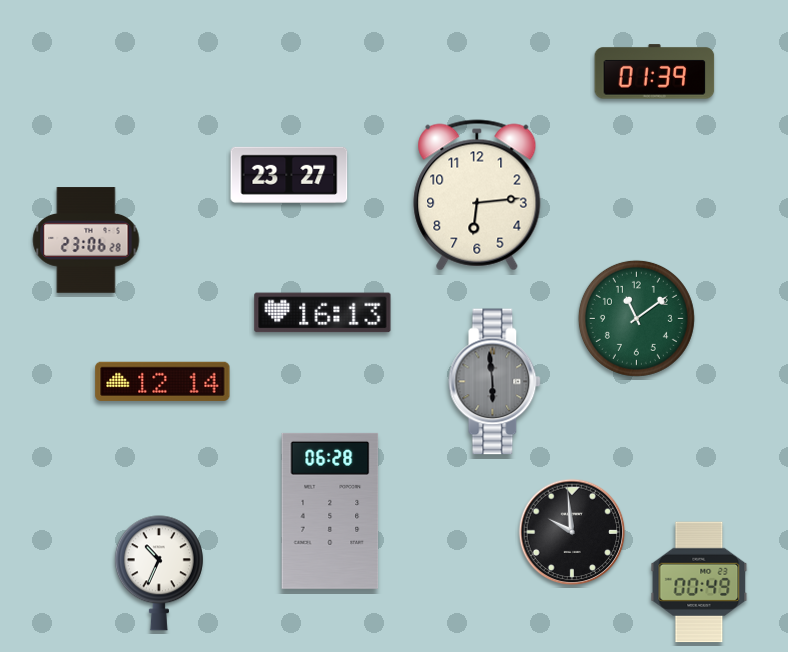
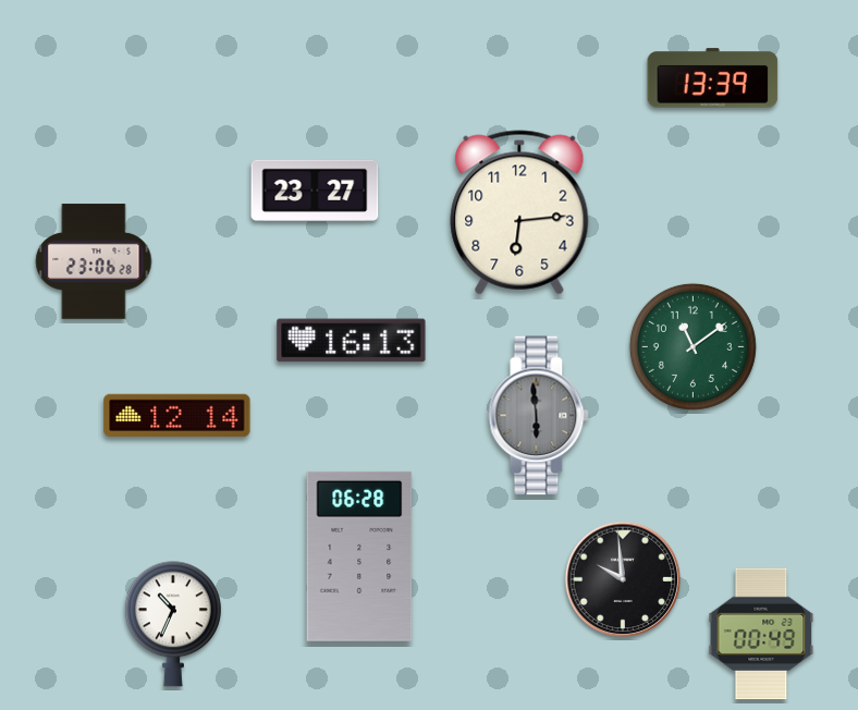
clock at (655, 72): 01:39 -> 13:39
